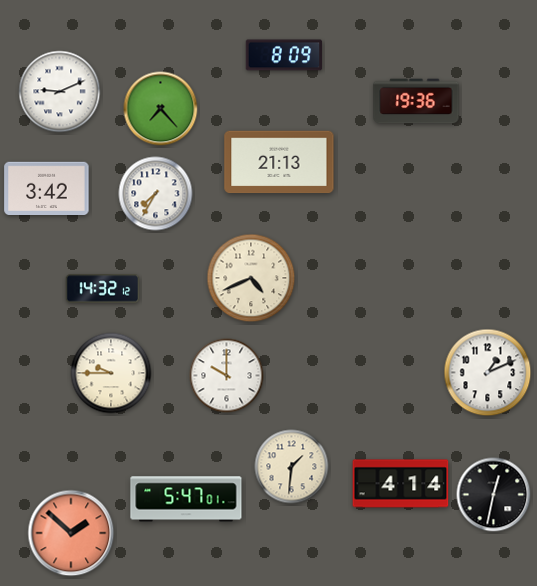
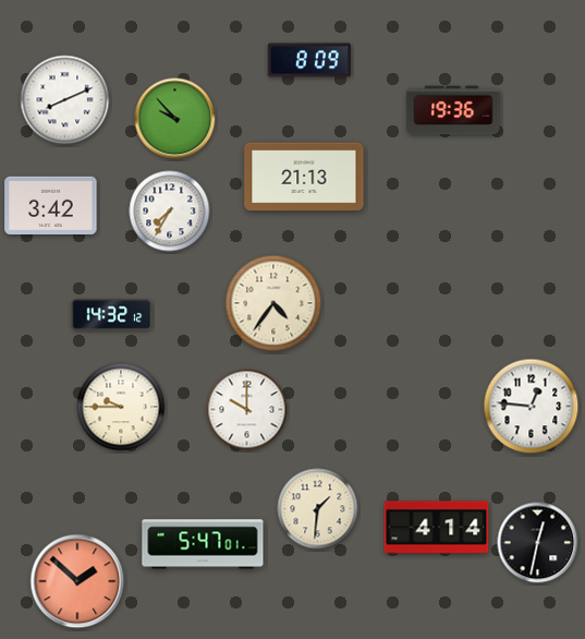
clock at (60, 92): 9:11 -> 8:11
clock at (161, 109): 7:23 -> 9:53
clock at (251, 278): 4:41 -> 4:36
clock at (488, 373): 1:11 -> 12:46
clock at (494, 495) position: (494, 495) -> (538, 543)
